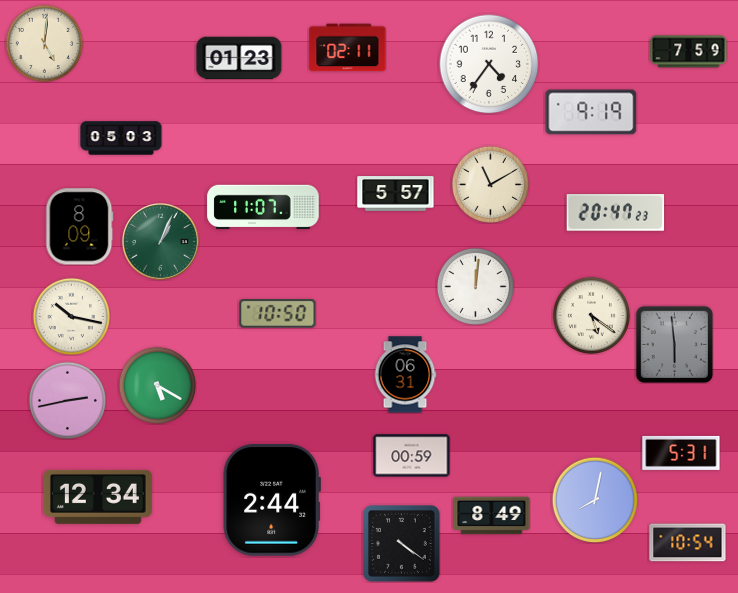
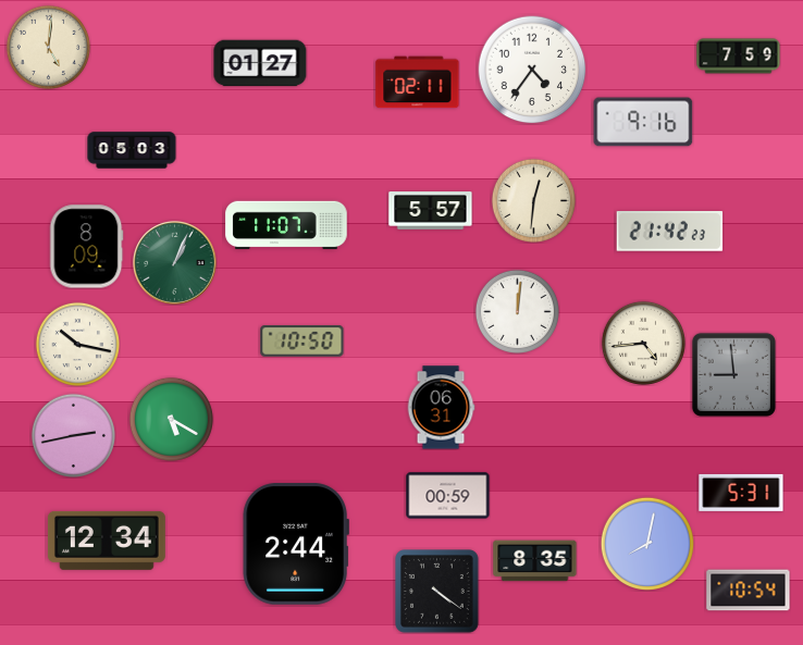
clock at (348, 48) position: (348, 48) -> (418, 83)
clock at (689, 52) position: (689, 52) -> (739, 57)
clock at (239, 58): 01:23 -> 01:27
clock at (591, 112): 9:19 -> 9:16
clock at (490, 184): 11:10 -> 12:31
clock at (616, 213): 20:47 -> 21:42
clock at (591, 315): 5:21 -> 4:44
clock at (674, 344): 5:59 -> 8:59
clock at (492, 516): 8:49 -> 8:35
